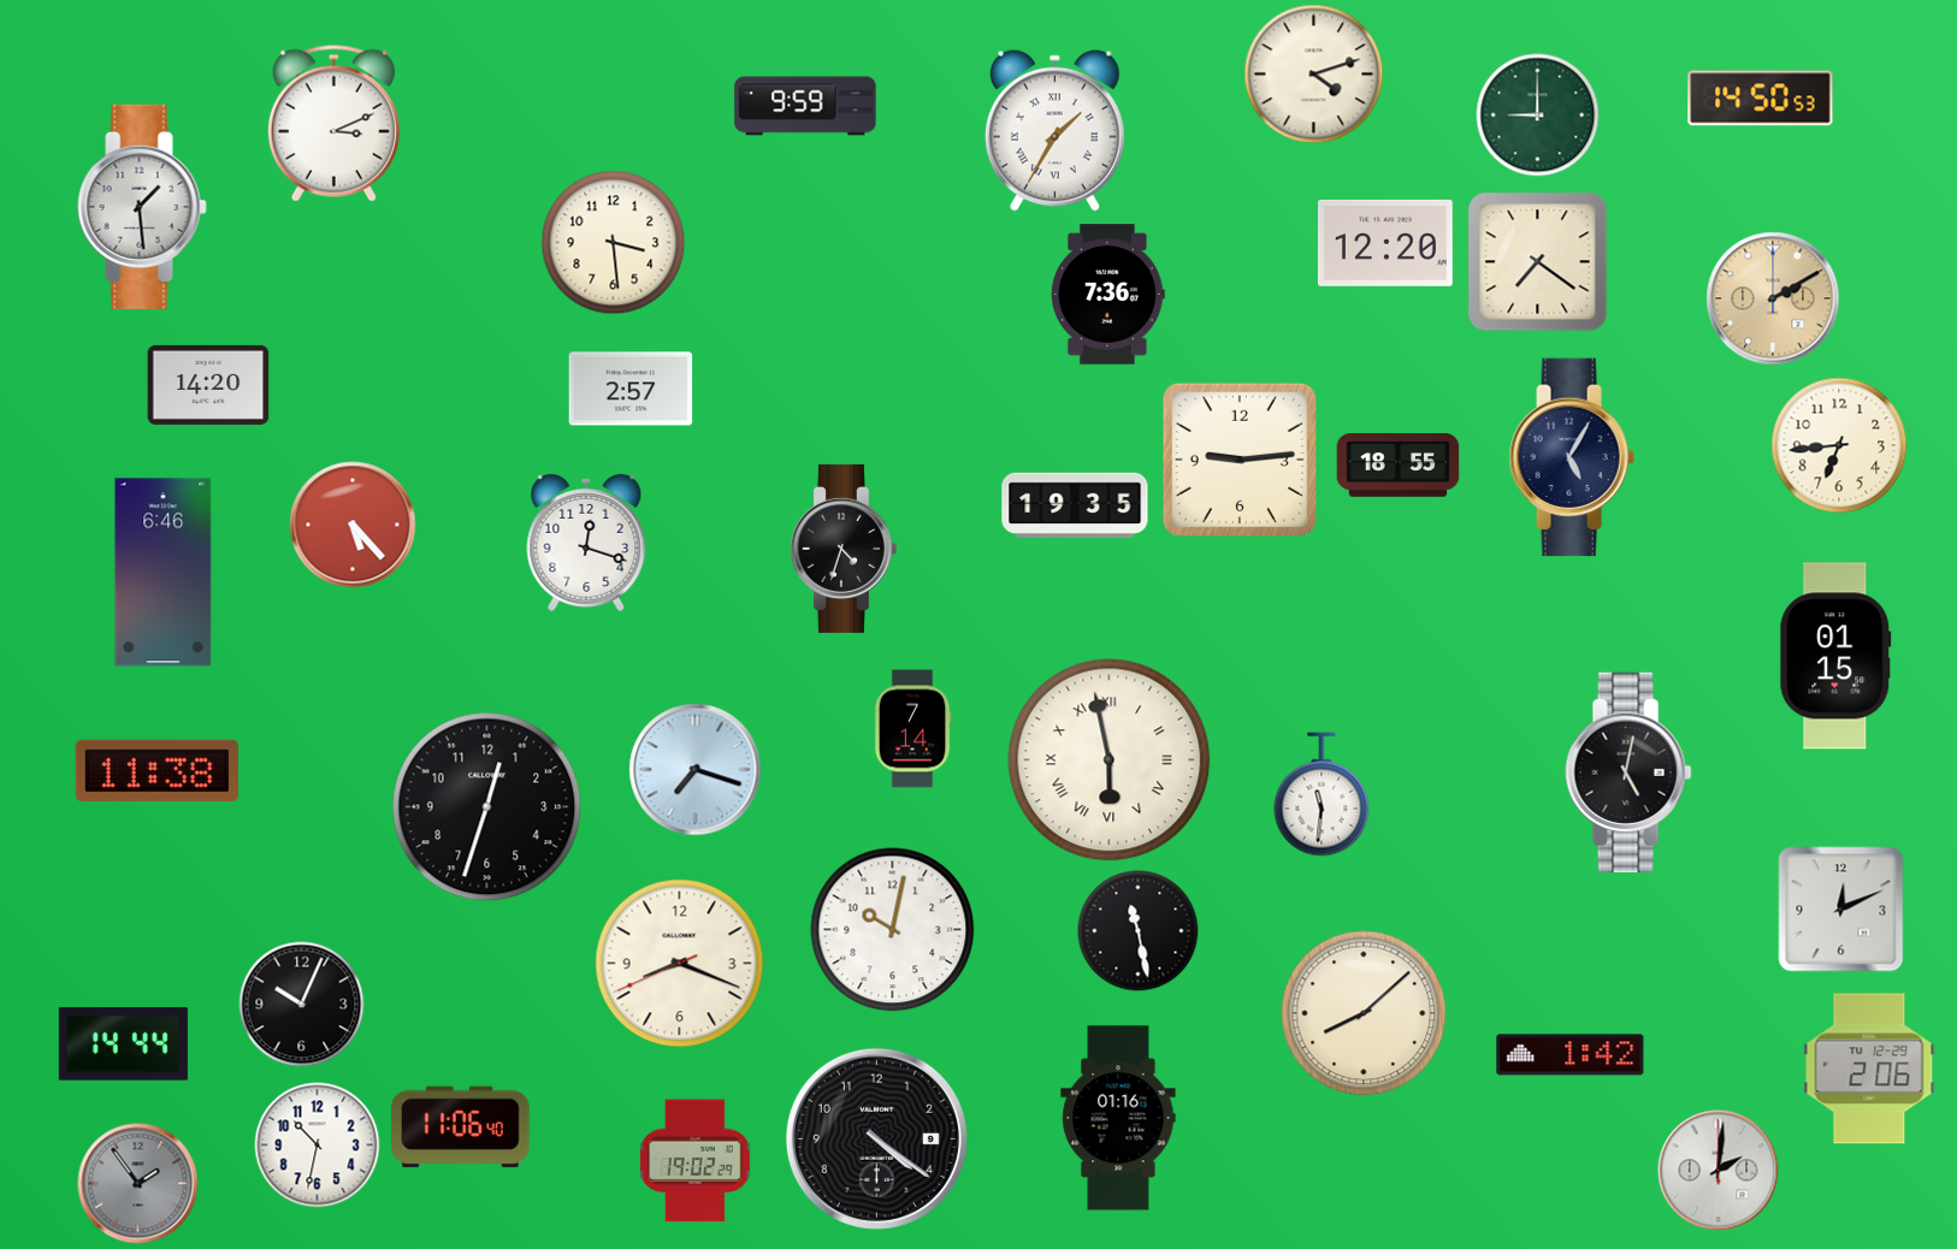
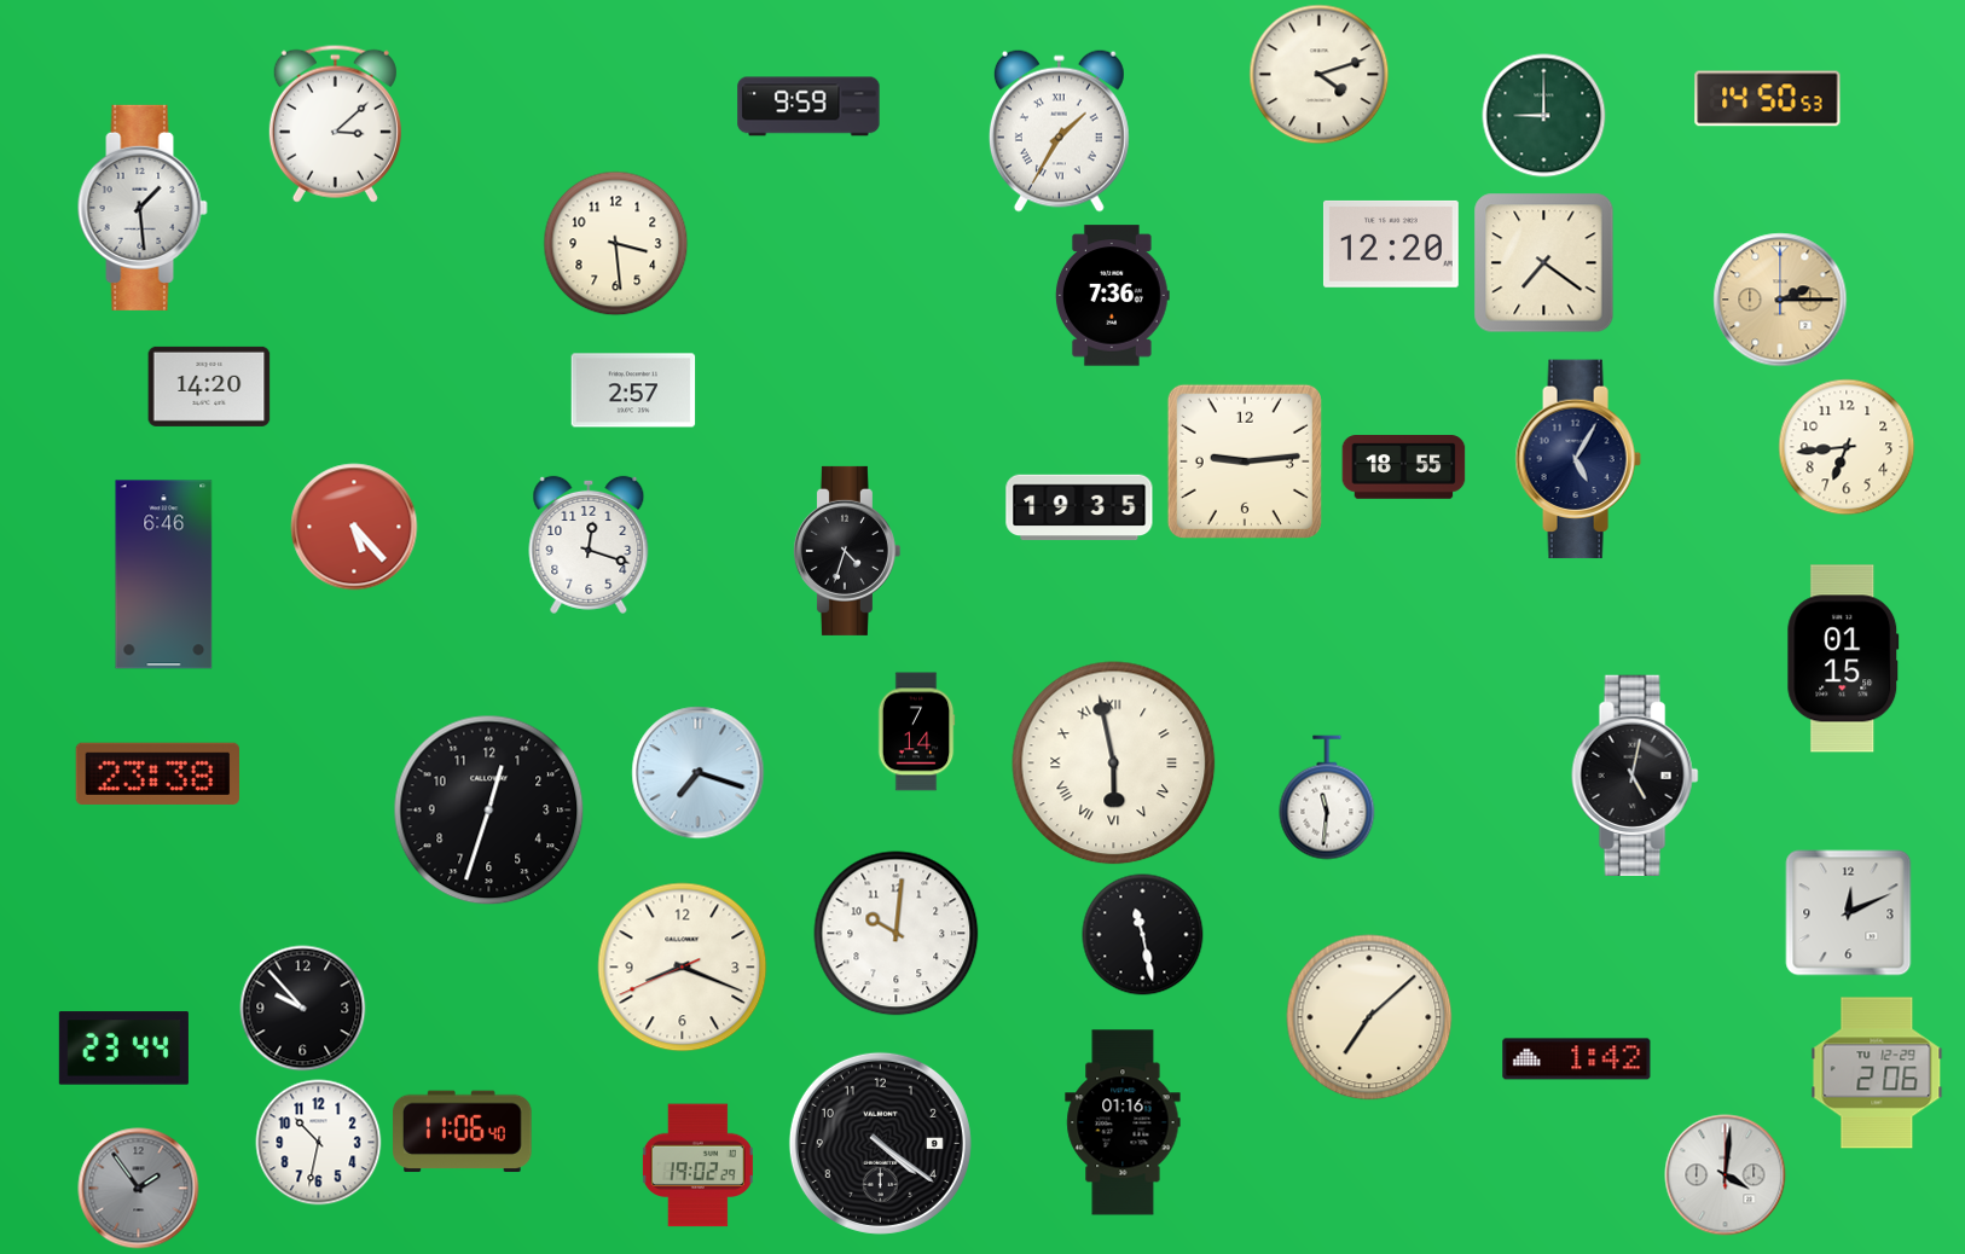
clock at (333, 123): 3:11 -> 3:08
clock at (1773, 298): 2:10 -> 2:15
clock at (156, 770): 11:38 -> 23:38
clock at (893, 930): 10:02 -> 10:01
clock at (302, 1005): 10:04 -> 9:53
clock at (1364, 1013): 8:08 -> 7:08
clock at (123, 1044): 14:44 -> 23:44
clock at (318, 1146) position: (318, 1146) -> (319, 1143)
clock at (1719, 1171): 2:01 -> 4:01
